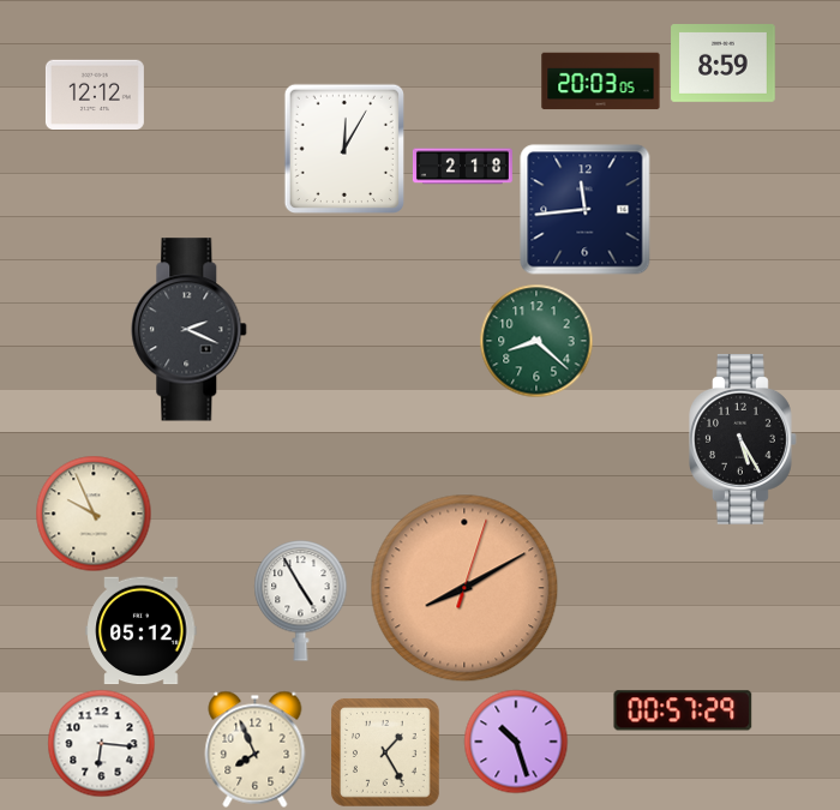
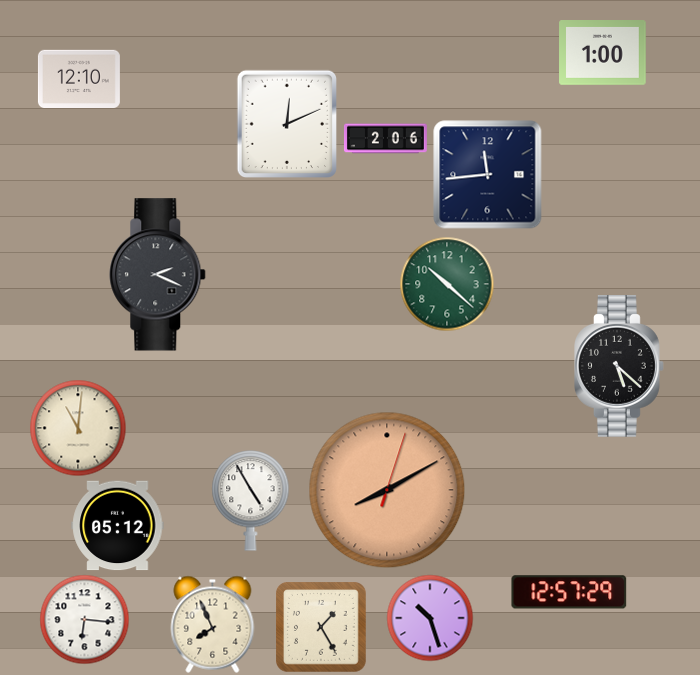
clock at (724, 64): 8:59 -> 1:00
clock at (601, 82): 20:03 -> none
clock at (95, 94): 12:12 -> 12:10
clock at (343, 148): 12:05 -> 12:11
clock at (462, 167): 2:18 -> 2:06
clock at (536, 341): 8:22 -> 10:22
clock at (744, 440): 5:25 -> 5:22
clock at (94, 514): 9:56 -> 11:01
clock at (683, 710): 00:57 -> 12:57
